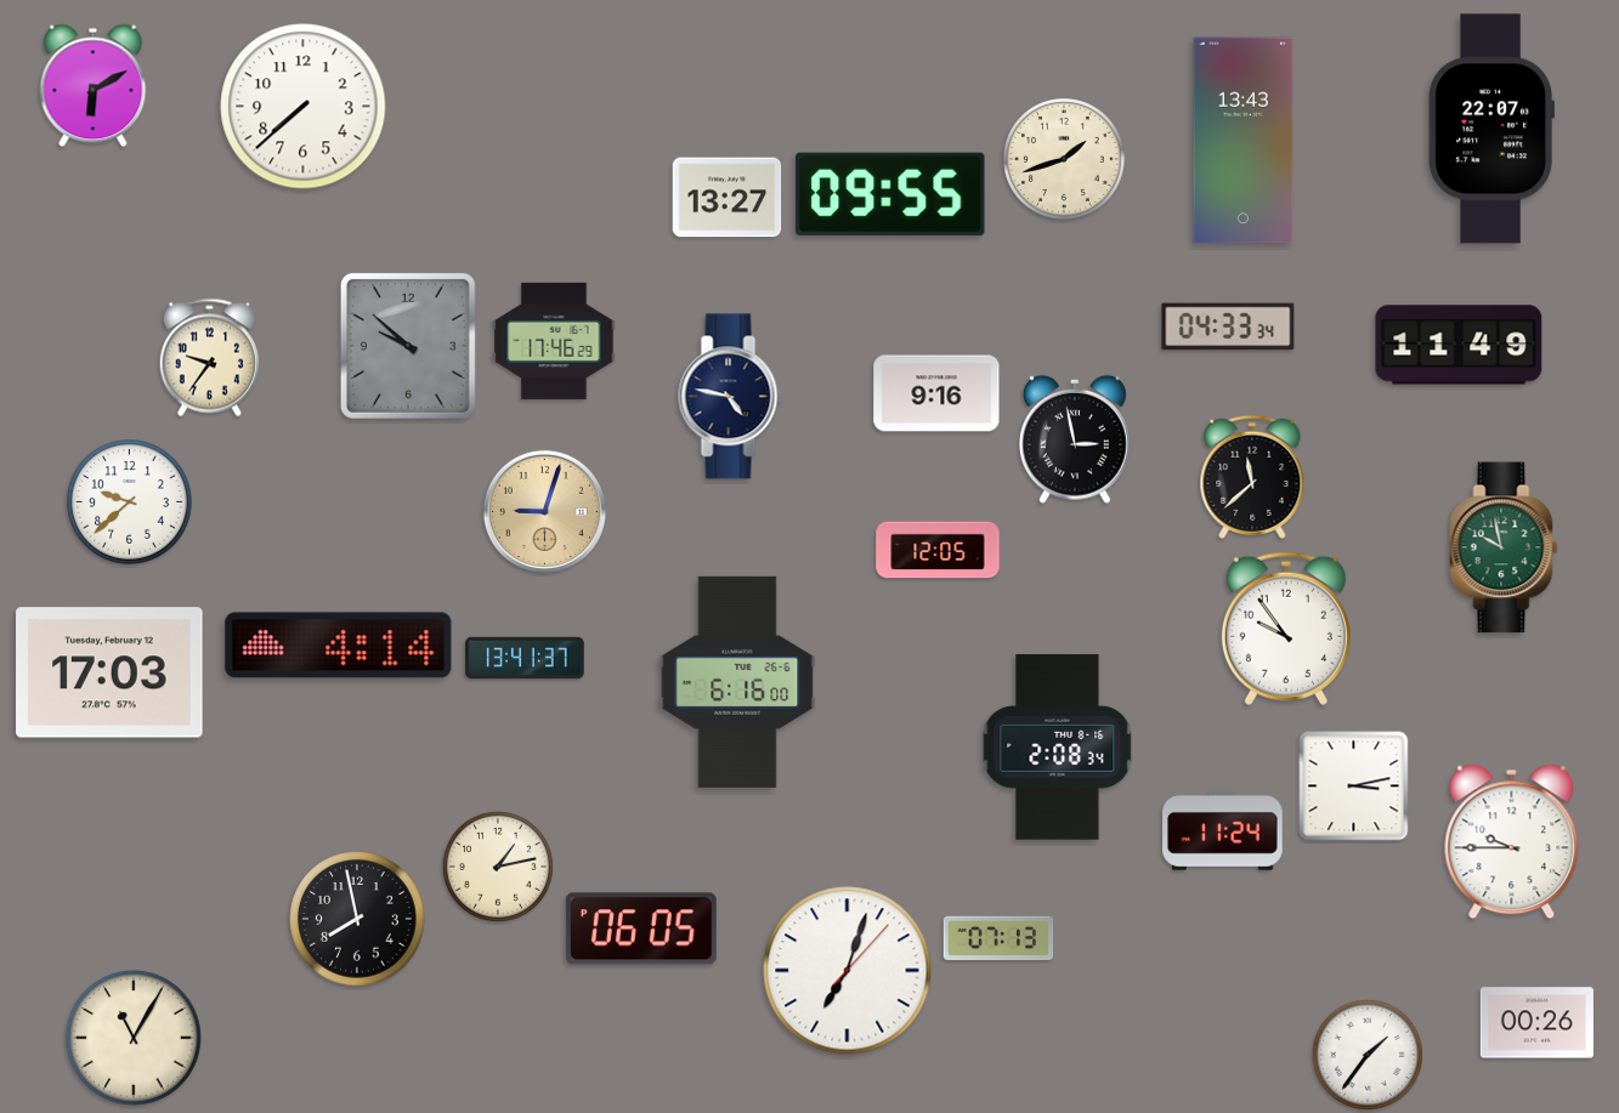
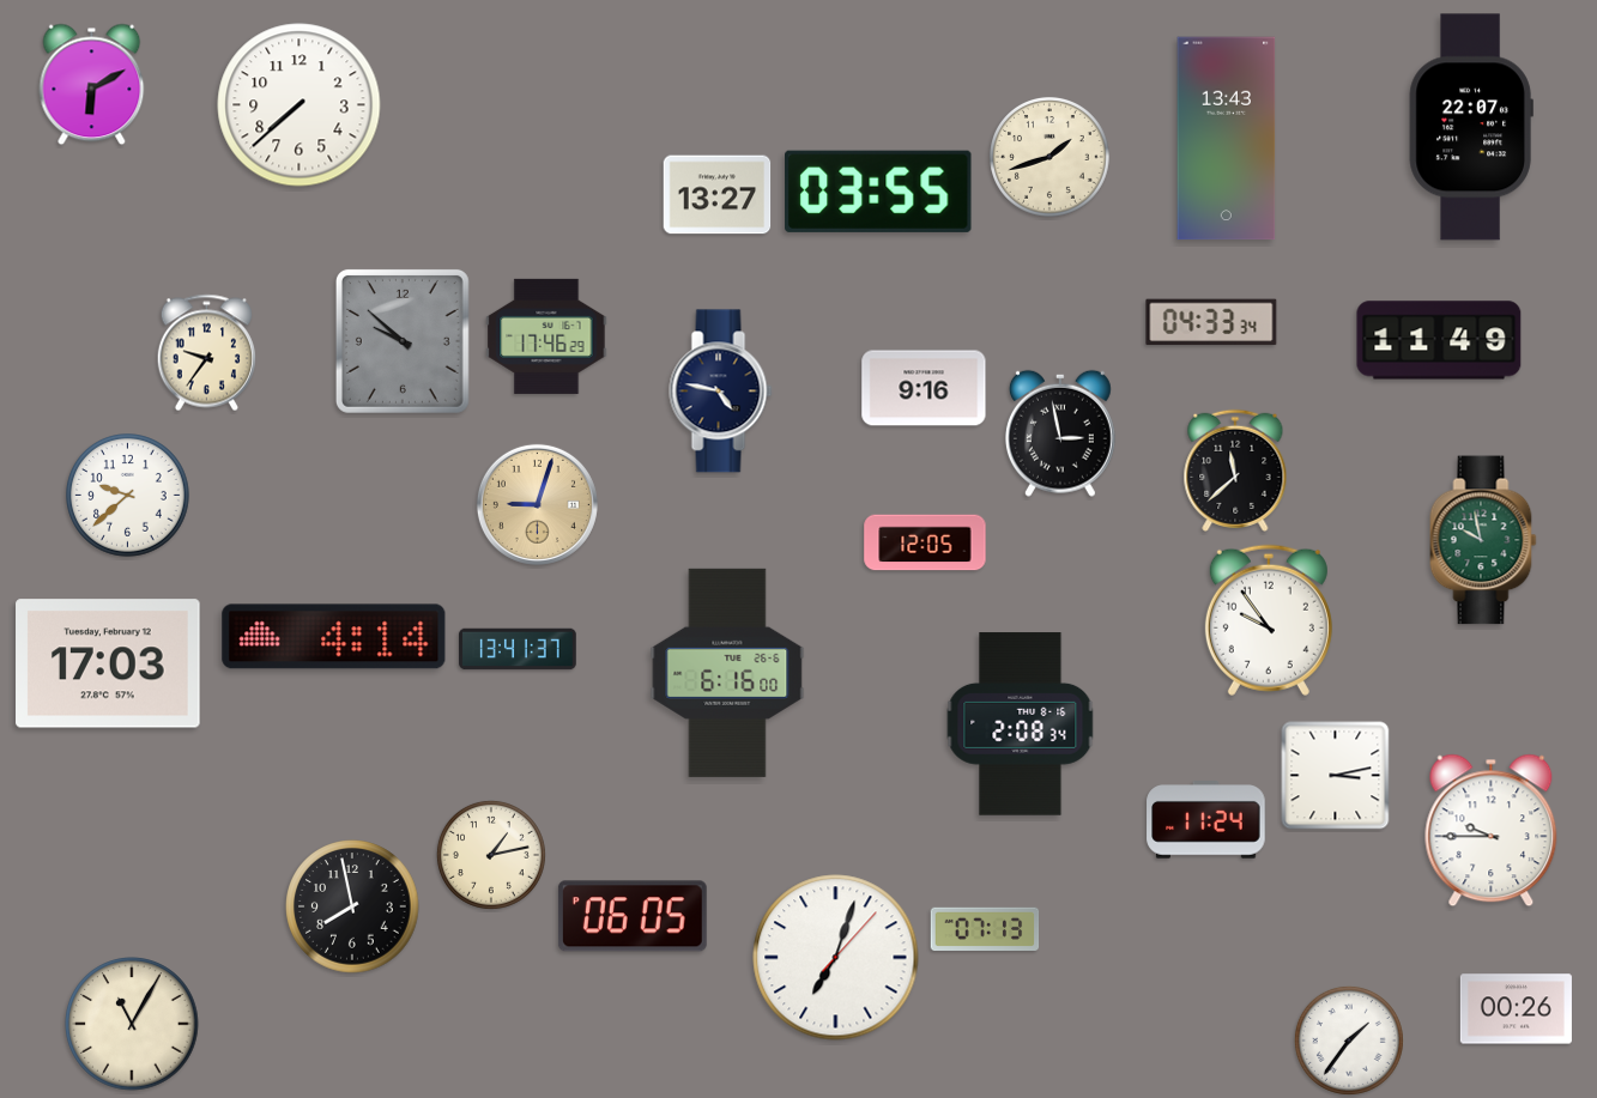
clock at (890, 194): 09:55 -> 03:55
clock at (1058, 748) position: (1058, 748) -> (1021, 724)
clock at (998, 938) position: (998, 938) -> (985, 929)
